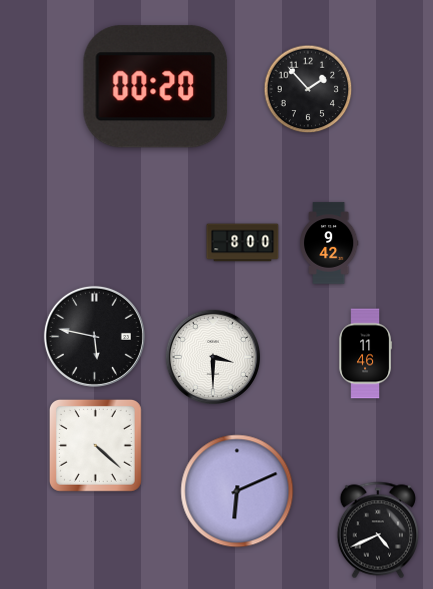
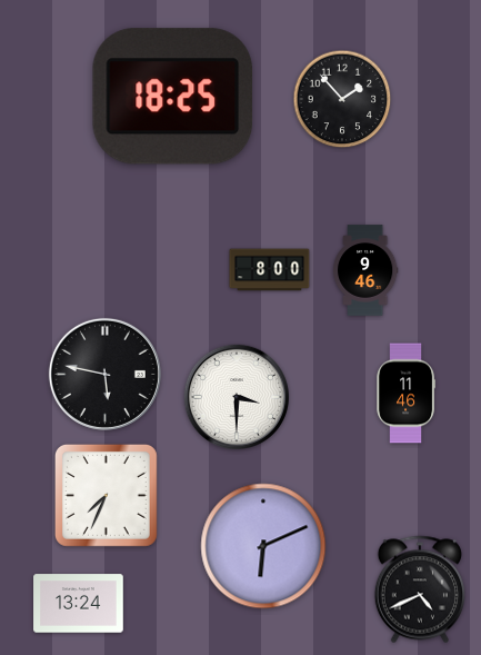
clock at (156, 87): 00:20 -> 18:25
clock at (329, 243): 9:42 -> 9:46
clock at (95, 445): 4:22 -> 7:34
clock at (79, 604): none -> 13:24
